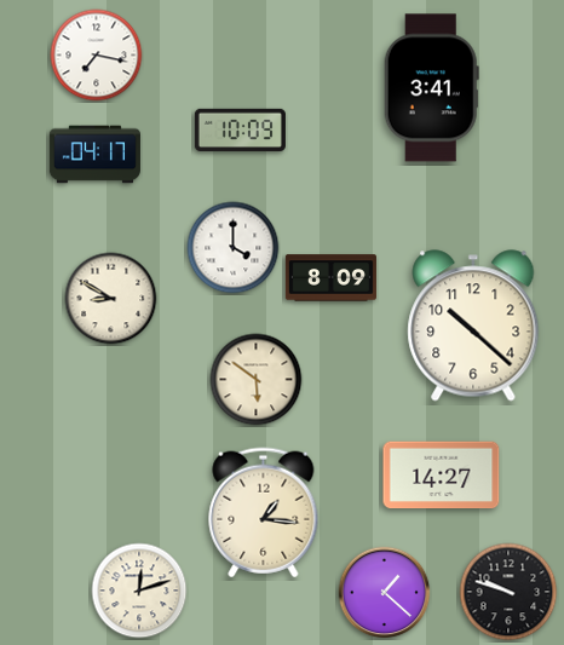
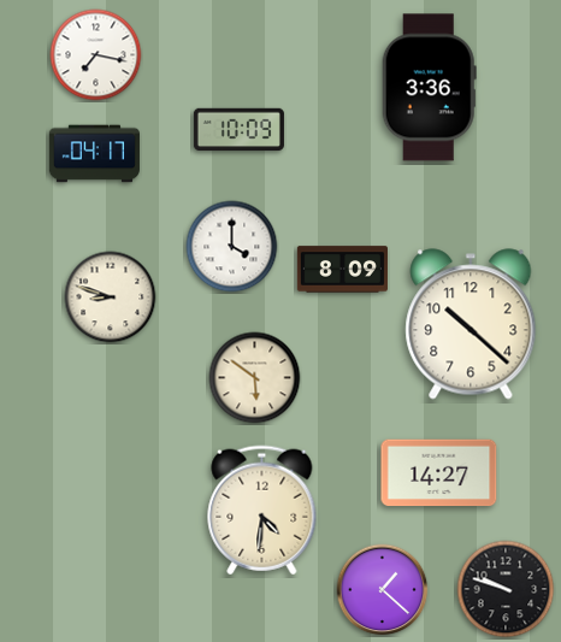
clock at (431, 88): 3:41 -> 3:36
clock at (330, 278) position: (330, 278) -> (342, 270)
clock at (111, 299): 8:50 -> 8:48
clock at (264, 513): 1:16 -> 4:31
clock at (139, 591): 12:12 -> none
